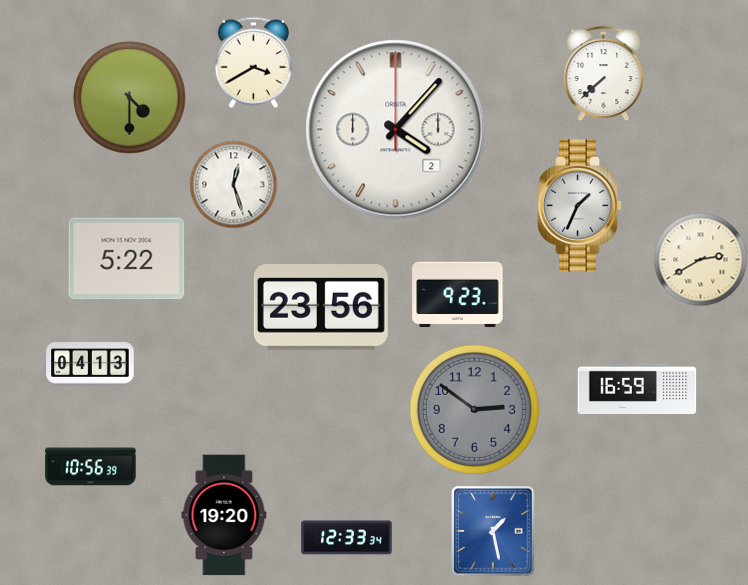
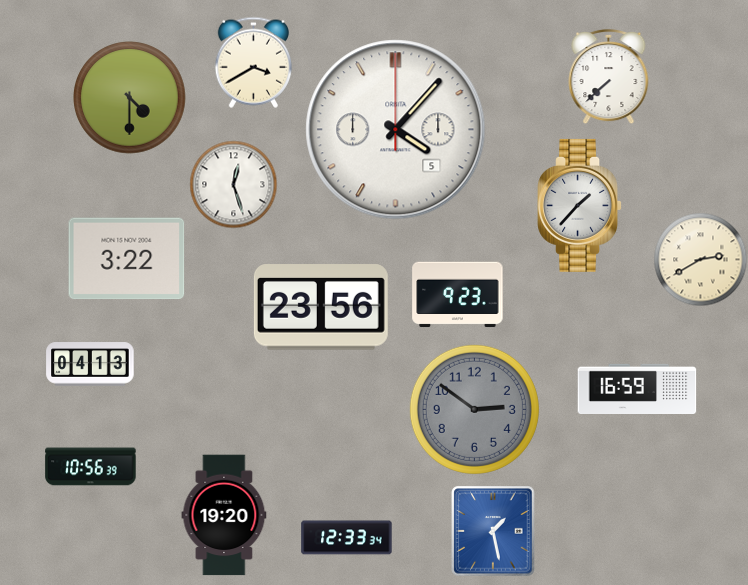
clock at (604, 73) position: (604, 73) -> (609, 76)
clock at (396, 130) date: 2 -> 5
clock at (580, 205): 1:34 -> 1:37
clock at (127, 259): 5:22 -> 3:22
